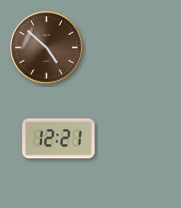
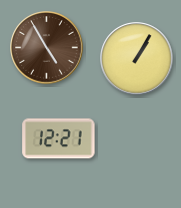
clock at (47, 48): 4:52 -> 4:55
clock at (137, 59): none -> 1:05
